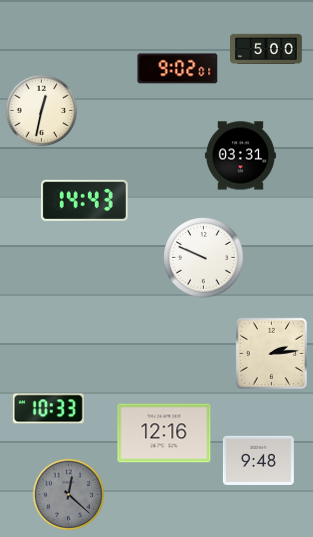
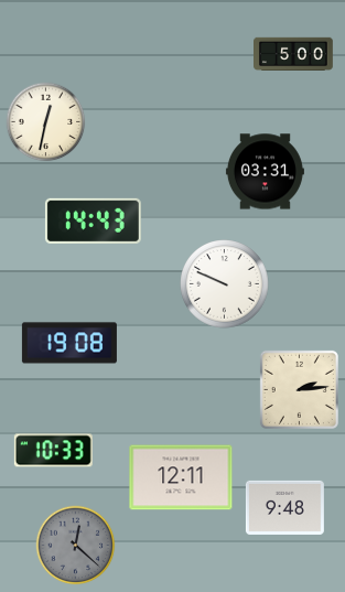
clock at (178, 69): 9:02 -> none
clock at (69, 343): none -> 19:08
clock at (164, 433): 12:16 -> 12:11
